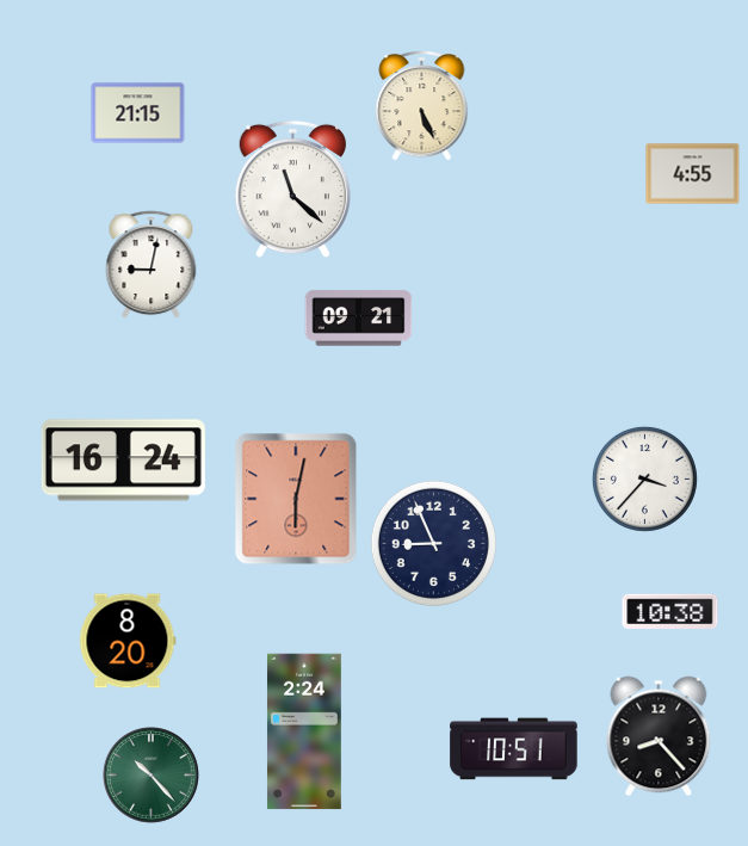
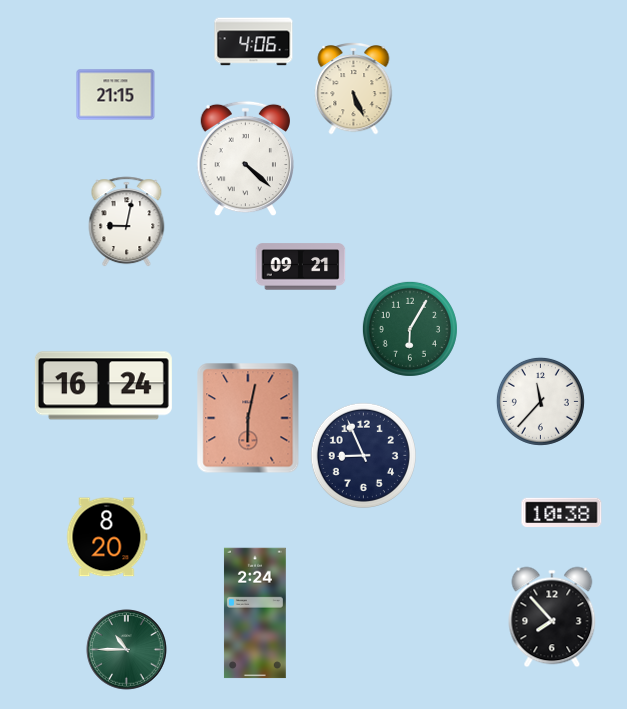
clock at (254, 42): none -> 4:06
clock at (693, 174): 4:55 -> none
clock at (292, 190): 11:22 -> 4:22
clock at (410, 329): none -> 6:05
clock at (644, 478): 3:37 -> 11:37
clock at (659, 736): 8:23 -> 7:53
clock at (514, 749): 10:51 -> none
clock at (152, 776): 10:23 -> 10:45
